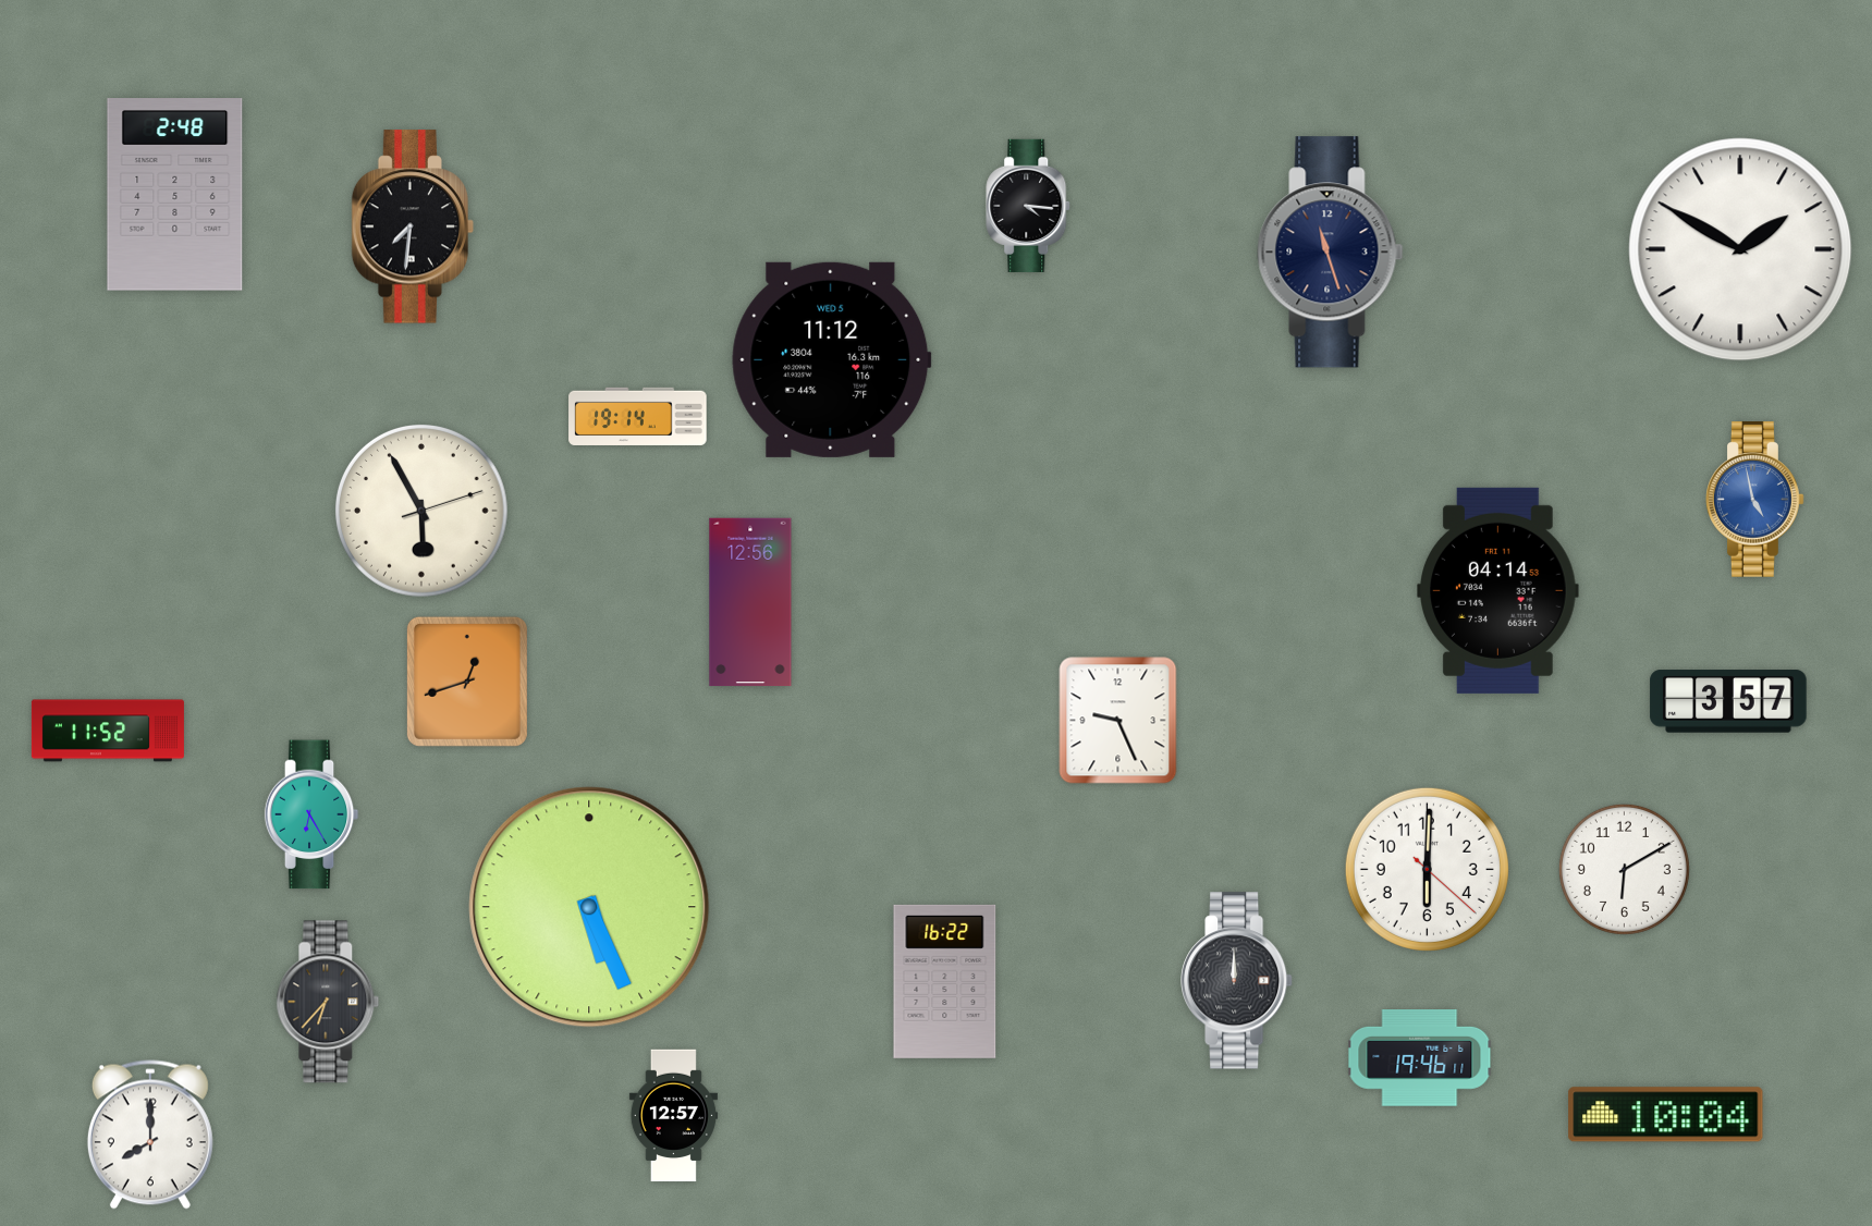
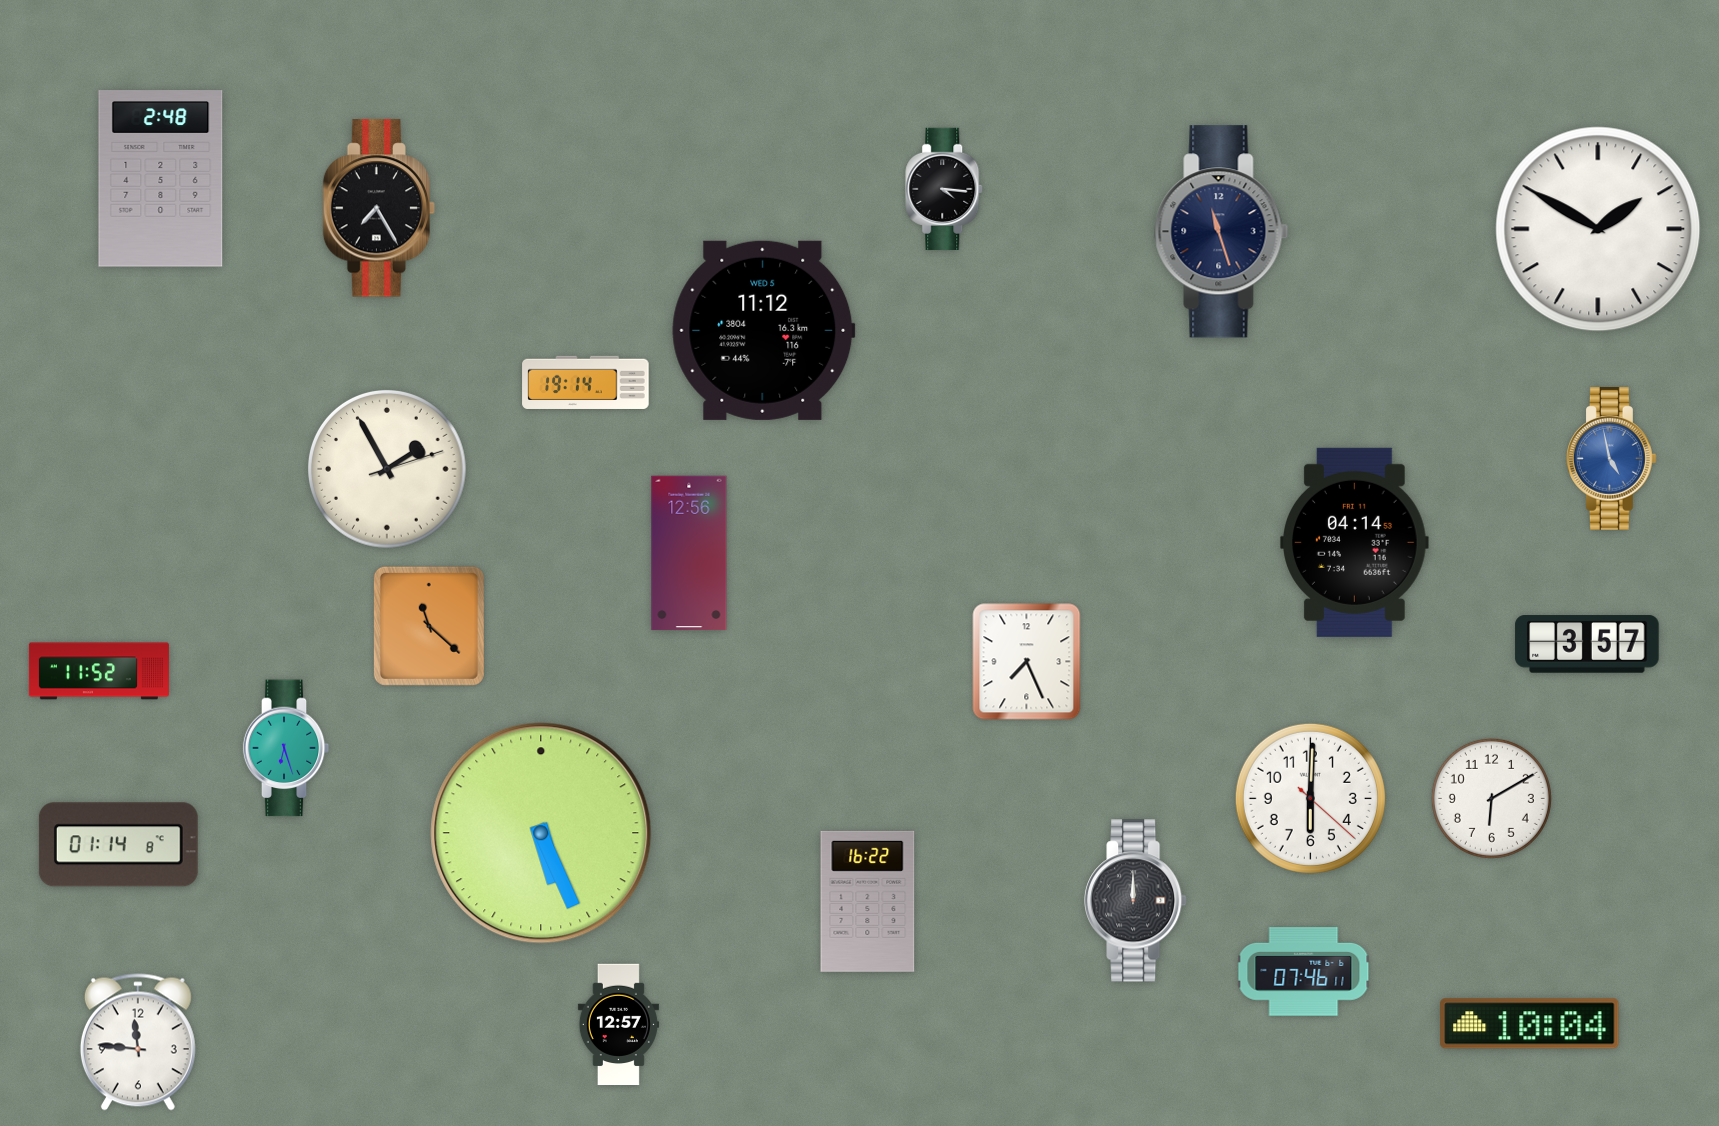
clock at (413, 226): 7:31 -> 7:25
clock at (423, 512): 5:55 -> 1:55
clock at (1498, 590) position: (1498, 590) -> (1355, 542)
clock at (467, 682): 12:42 -> 11:22
clock at (1118, 721): 9:26 -> 7:26
clock at (311, 814): 6:25 -> 6:27
clock at (118, 845): none -> 01:14
clock at (328, 1002): 6:37 -> none
clock at (1420, 1058): 19:46 -> 07:46
clock at (150, 1135): 8:00 -> 11:46
